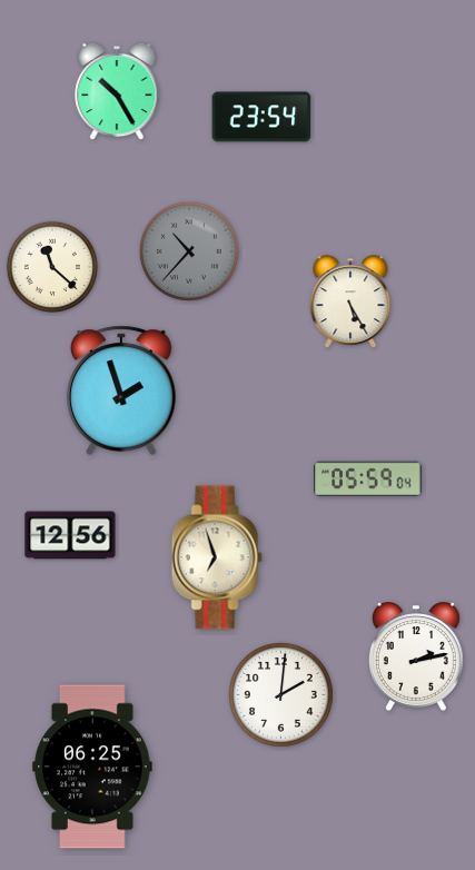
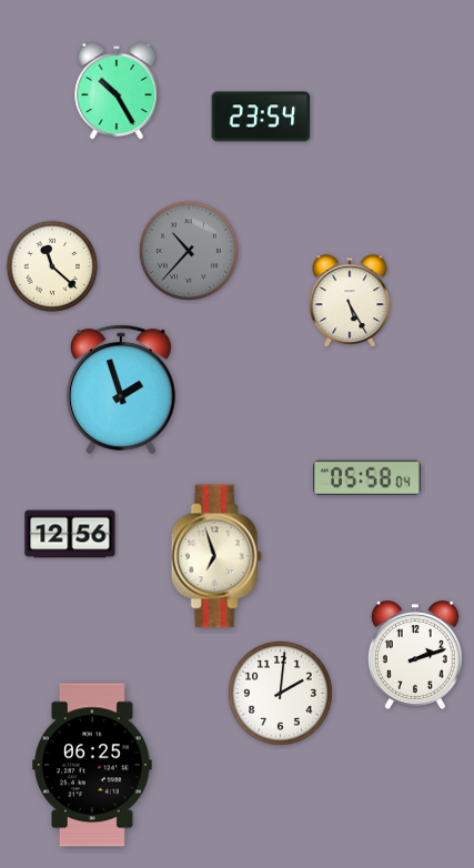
clock at (368, 478): 05:59 -> 05:58
clock at (416, 656): 2:13 -> 2:12
